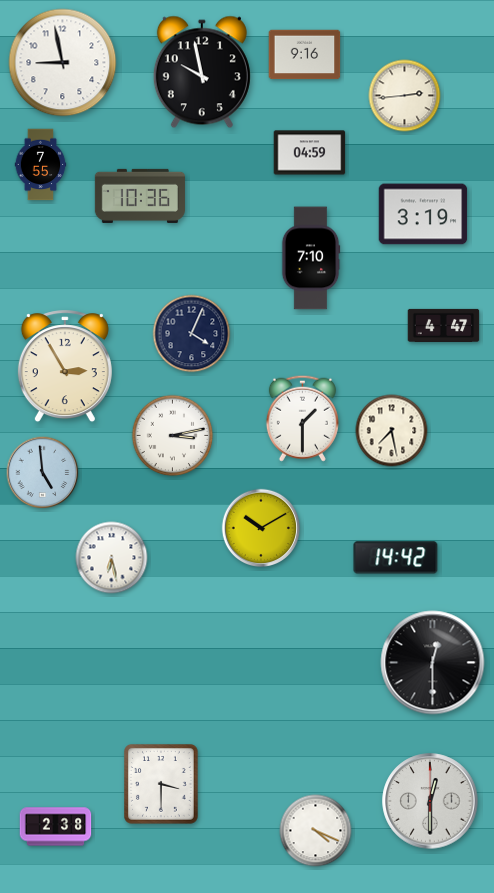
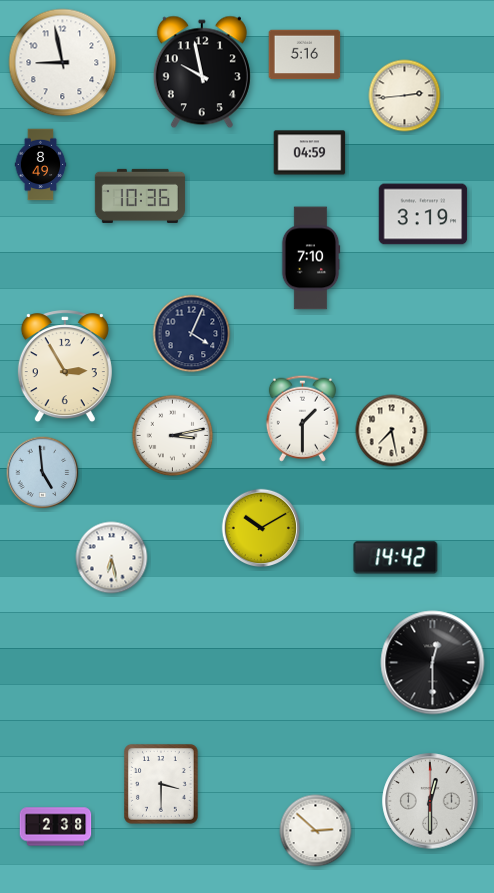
clock at (305, 55): 9:16 -> 5:16
clock at (41, 165): 7:55 -> 8:49
clock at (444, 325): 4:47 -> none
clock at (316, 831): 4:19 -> 2:52
